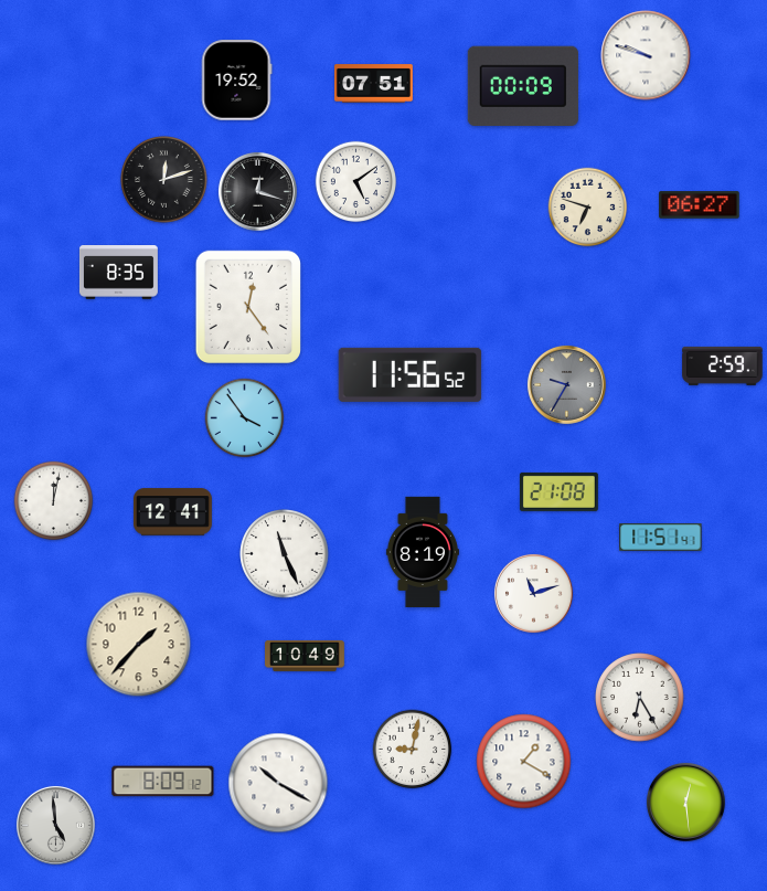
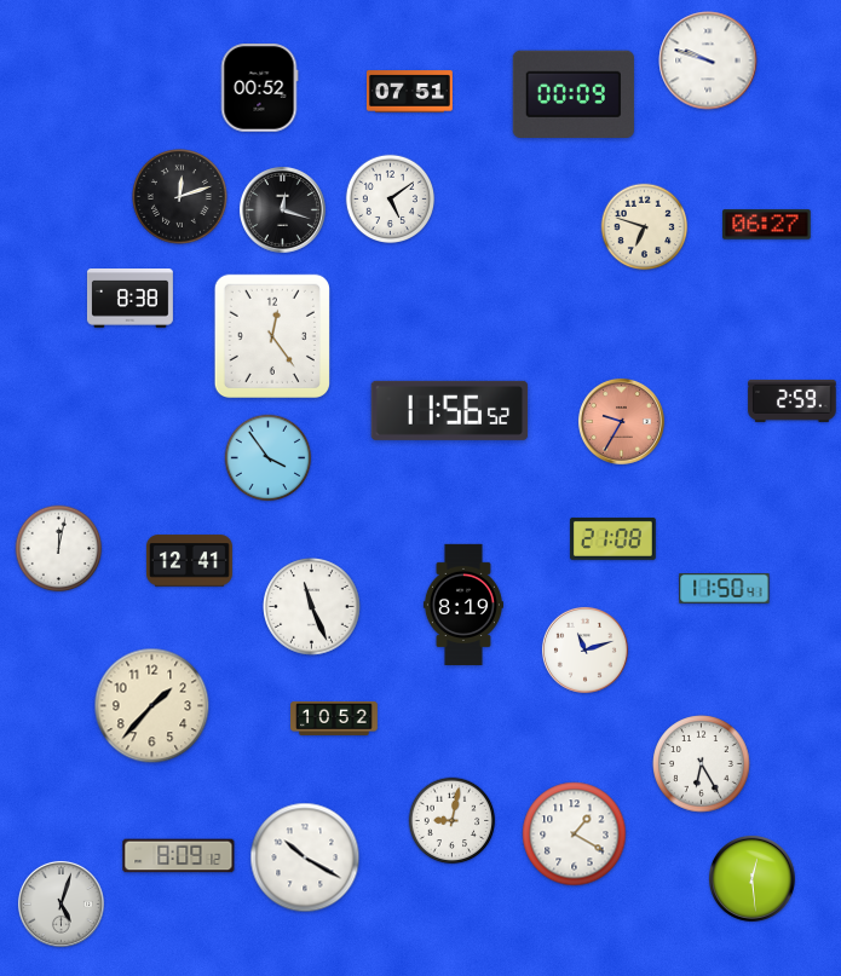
clock at (237, 81): 19:52 -> 00:52
clock at (118, 273): 8:35 -> 8:38
clock at (566, 384) dial: grey -> salmon
clock at (661, 538): 11:51 -> 11:50
clock at (305, 656): 10:49 -> 10:52
clock at (55, 825): 4:59 -> 5:03
